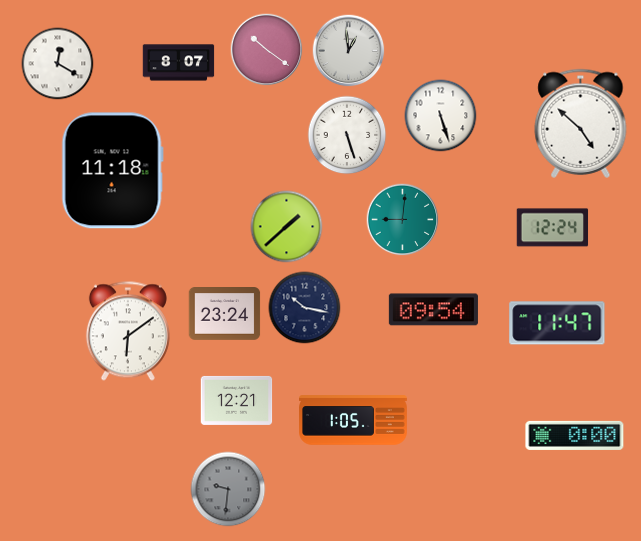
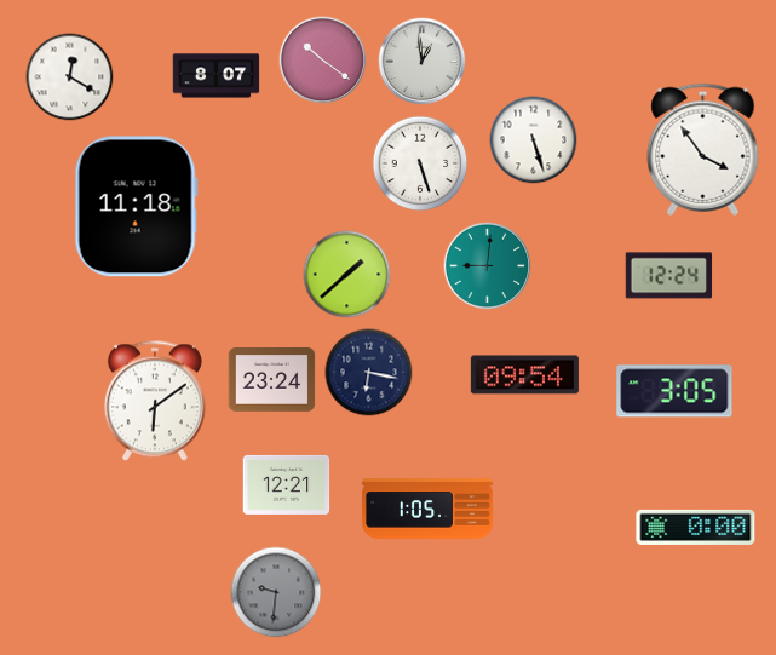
clock at (581, 123): 4:52 -> 3:54
clock at (305, 308): 10:17 -> 6:17
clock at (557, 323): 11:47 -> 3:05
